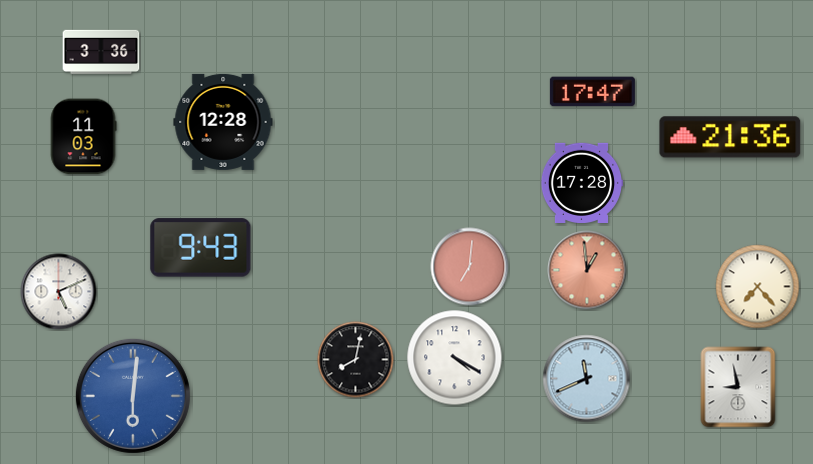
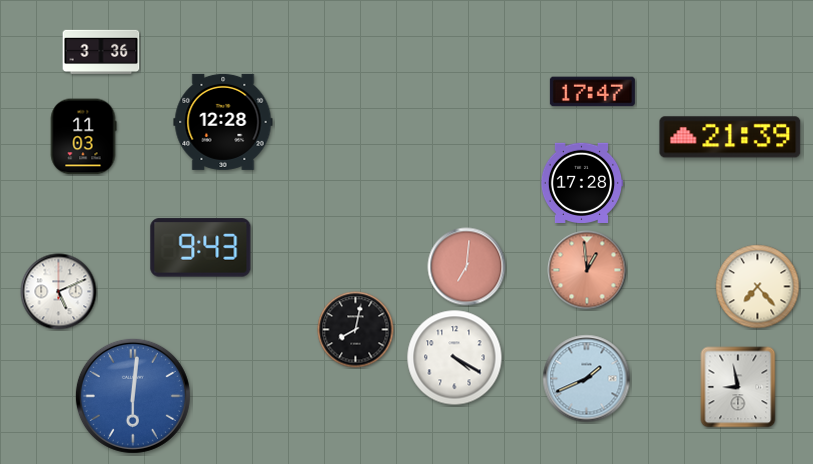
clock at (730, 137): 21:36 -> 21:39
clock at (470, 267) position: (470, 267) -> (467, 267)
clock at (356, 360) position: (356, 360) -> (356, 330)
clock at (587, 379): 11:41 -> 1:41
